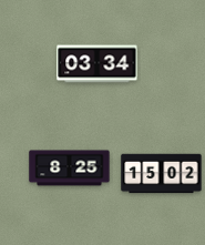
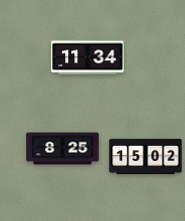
clock at (98, 64): 03:34 -> 11:34
clock at (70, 169) position: (70, 169) -> (63, 149)
